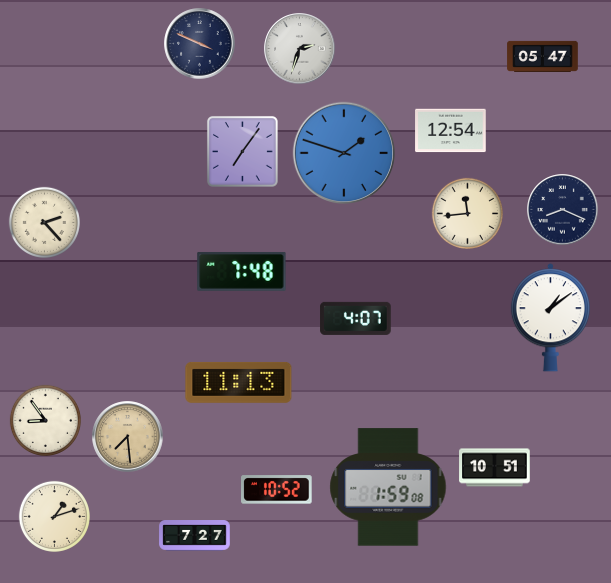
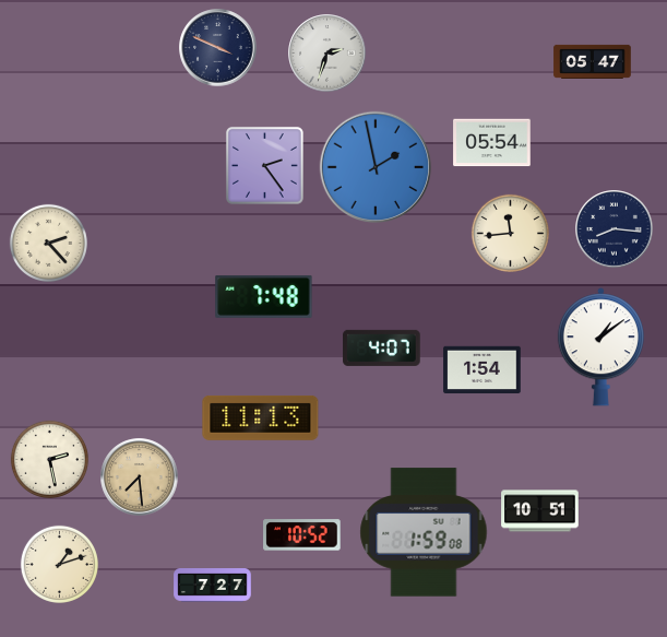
clock at (451, 131): 12:54 -> 05:54
clock at (242, 151): 7:06 -> 2:24
clock at (344, 153): 1:48 -> 1:58
clock at (563, 210): 8:19 -> 8:16
clock at (356, 318) position: (356, 318) -> (382, 347)
clock at (483, 370): none -> 1:54
clock at (45, 420): 8:54 -> 2:28
